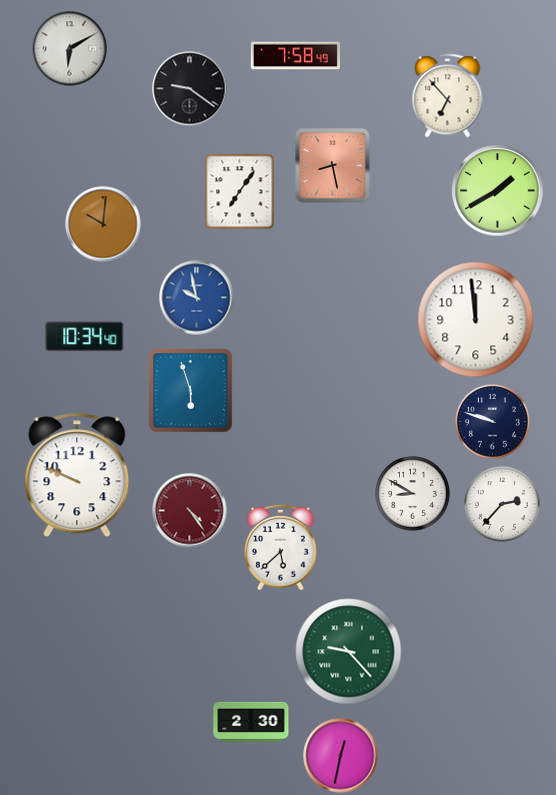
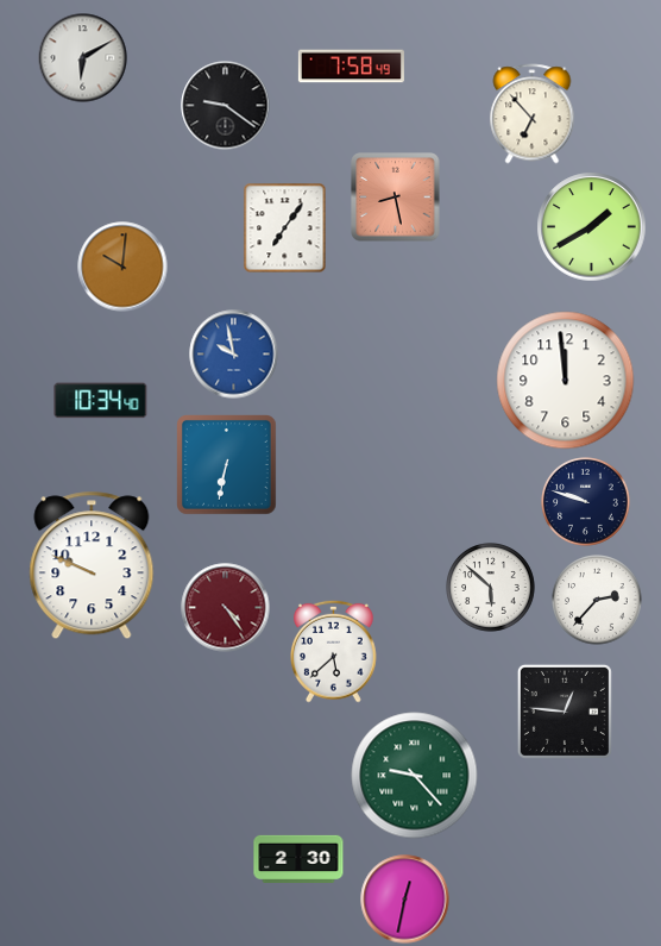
clock at (191, 391): 5:57 -> 6:32
clock at (413, 494): 8:50 -> 5:52
clock at (565, 712): none -> 12:46
